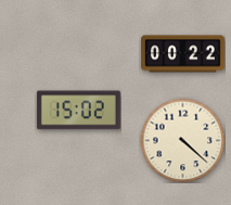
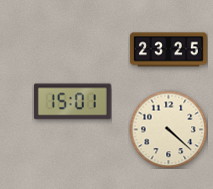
clock at (182, 54): 00:22 -> 23:25
clock at (78, 111): 15:02 -> 15:01
